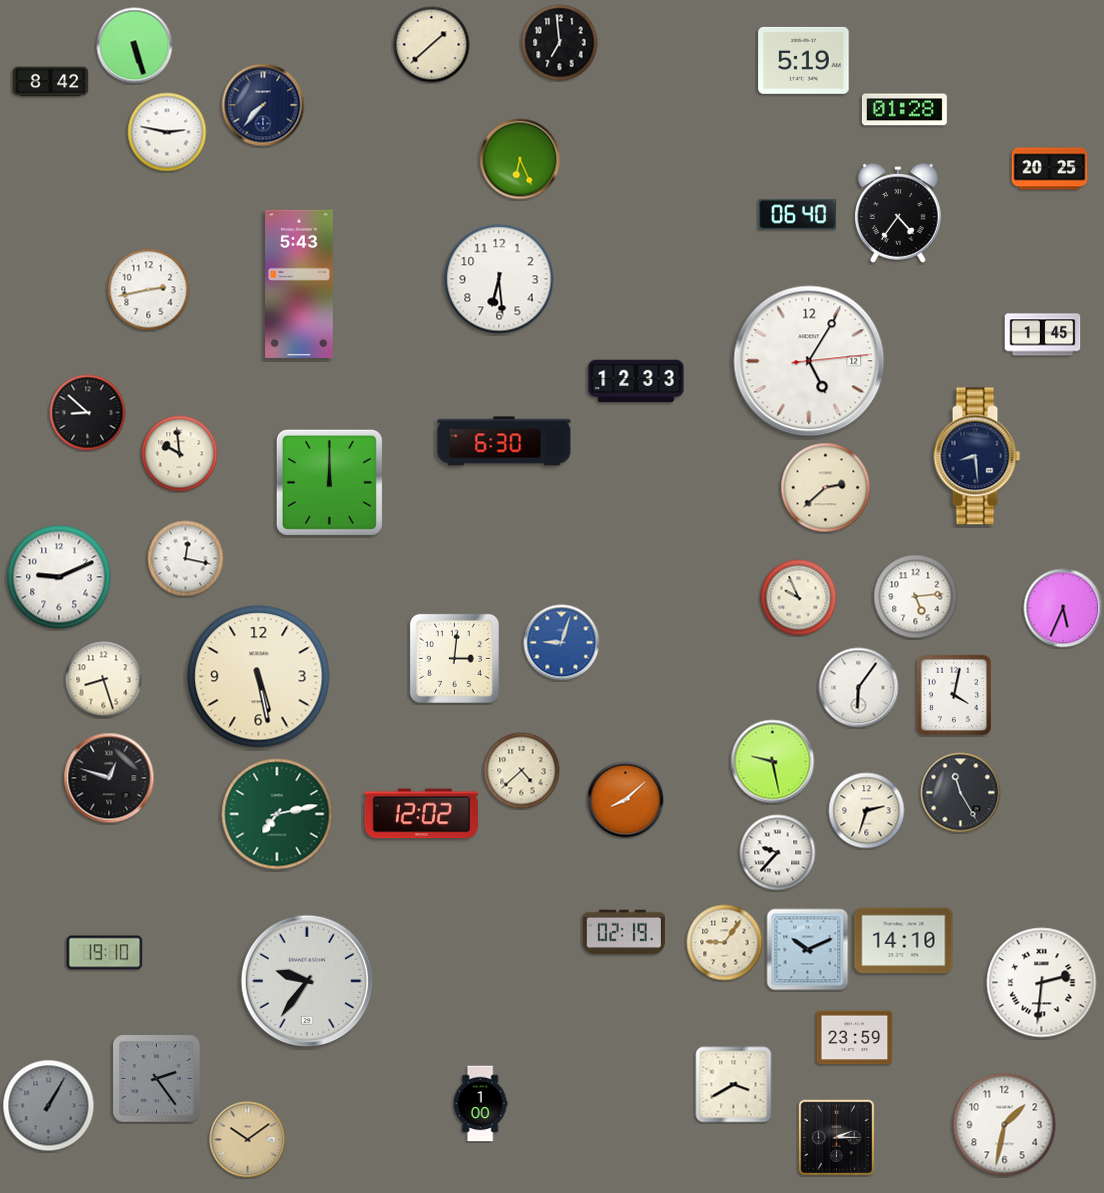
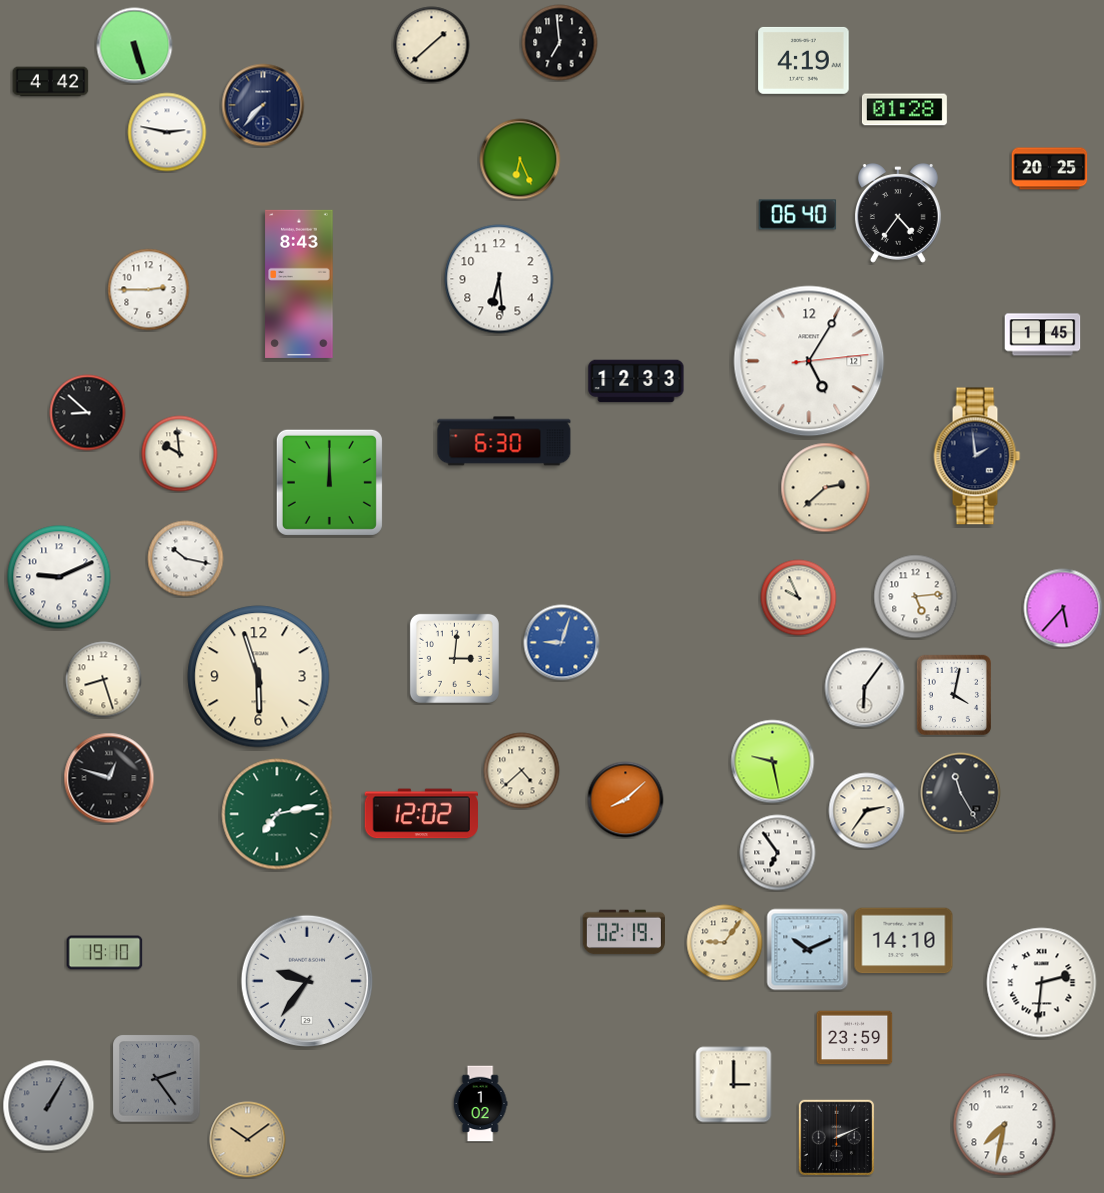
clock at (804, 60): 5:19 -> 4:19
clock at (51, 82): 8:42 -> 4:42
clock at (299, 284): 5:43 -> 8:43
clock at (149, 290): 2:43 -> 2:45
clock at (977, 456): 8:29 -> 1:59
clock at (186, 559): 12:17 -> 10:17
clock at (1063, 608): 5:34 -> 5:37
clock at (259, 677): 5:28 -> 5:57
clock at (859, 688) position: (859, 688) -> (865, 688)
clock at (867, 811): 2:33 -> 2:36
clock at (778, 853): 9:37 -> 6:54
clock at (734, 1085): 3:40 -> 3:00
clock at (480, 1104): 1:00 -> 1:02
clock at (1005, 1125): 1:32 -> 7:32
clock at (836, 1137): 2:15 -> 2:11
